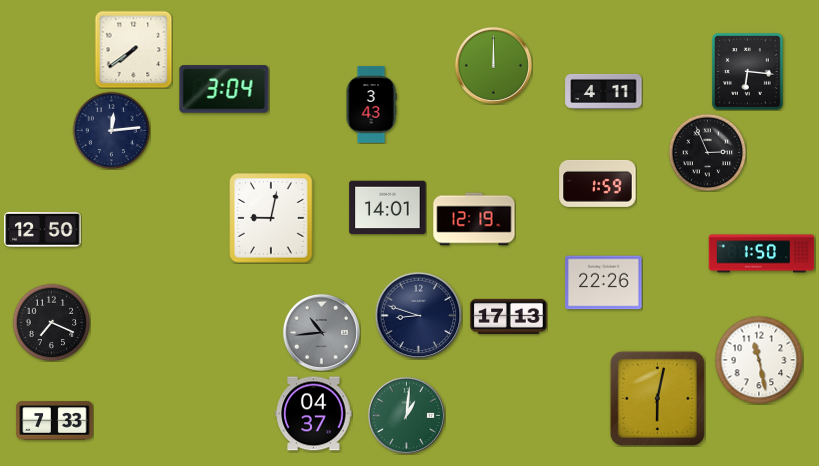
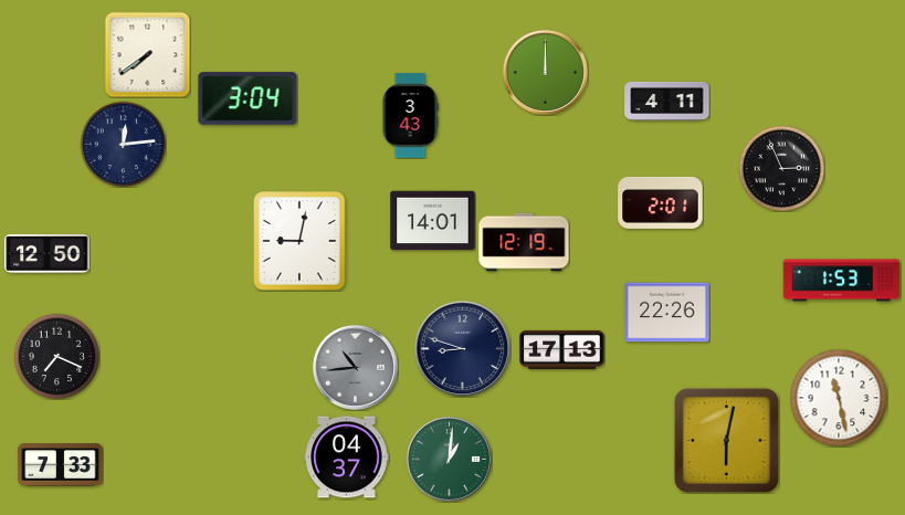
clock at (748, 72): 6:16 -> none
clock at (598, 183): 1:59 -> 2:01
clock at (388, 208) position: (388, 208) -> (433, 221)
clock at (762, 254): 1:50 -> 1:53
